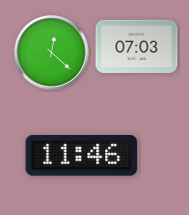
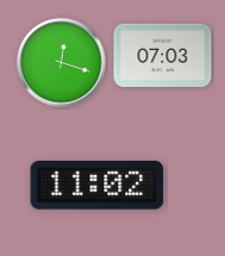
clock at (52, 53): 12:22 -> 12:18
clock at (82, 156): 11:46 -> 11:02
